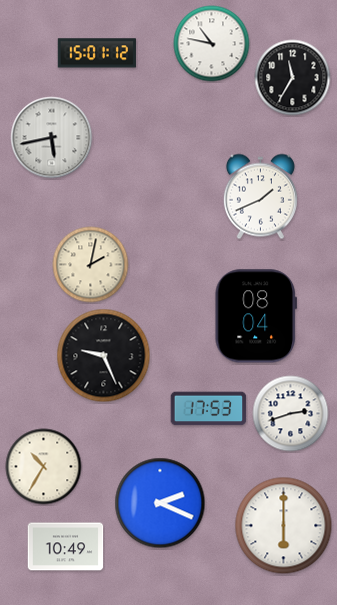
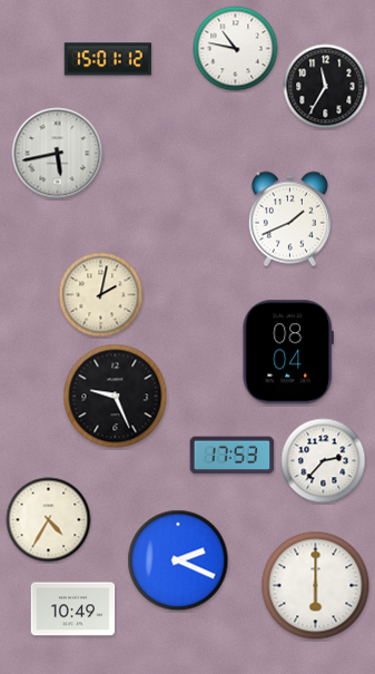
clock at (255, 316) position: (255, 316) -> (287, 352)
clock at (291, 414): 2:42 -> 2:37
clock at (44, 467): 10:35 -> 4:35
